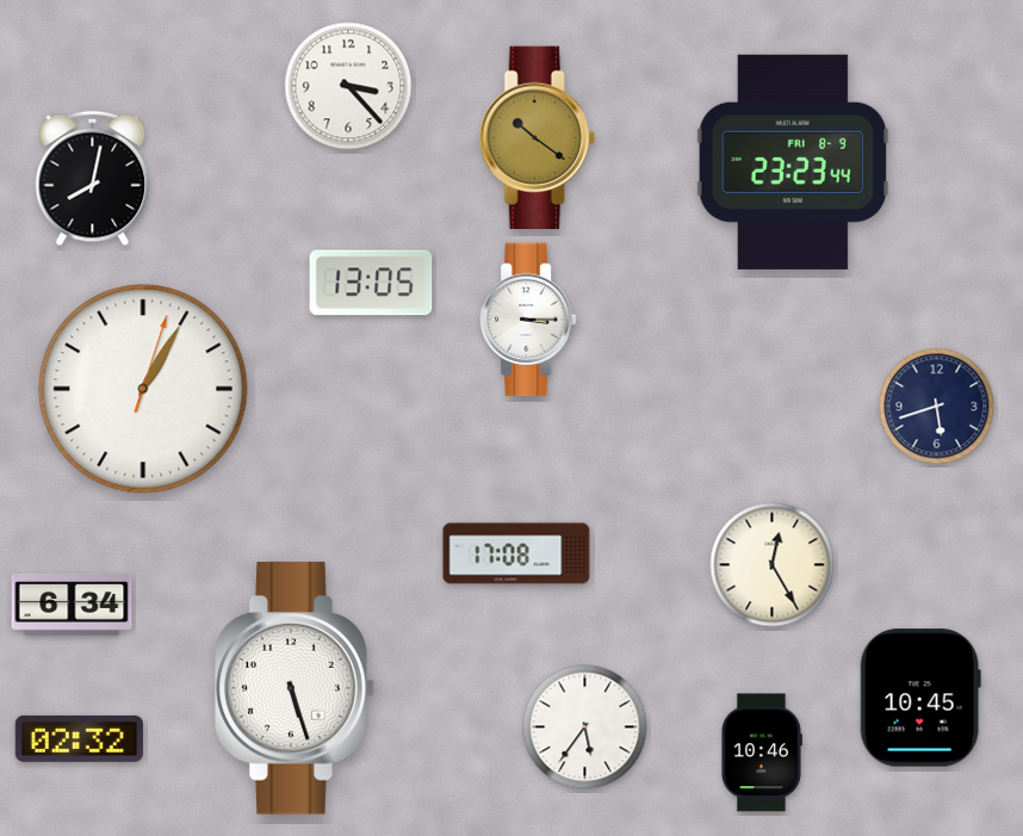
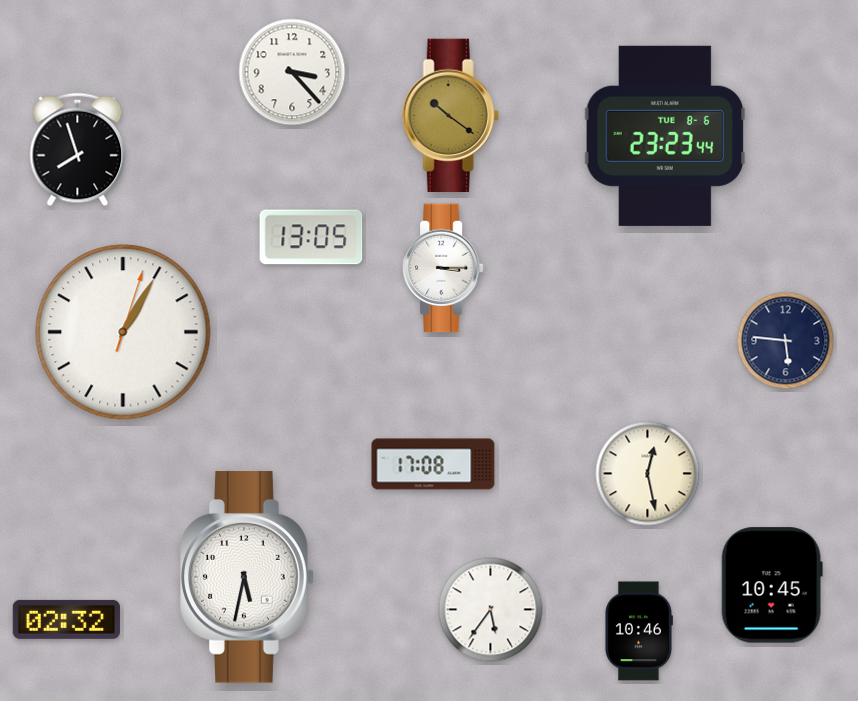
clock at (793, 162) date: FRI 8-9 -> TUE 8-6
clock at (93, 179): 8:02 -> 7:57
clock at (143, 389) position: (143, 389) -> (123, 332)
clock at (937, 407): 5:42 -> 5:46
clock at (773, 565): 12:25 -> 12:28
clock at (72, 606): 6:34 -> none
clock at (294, 688): 5:27 -> 5:32
